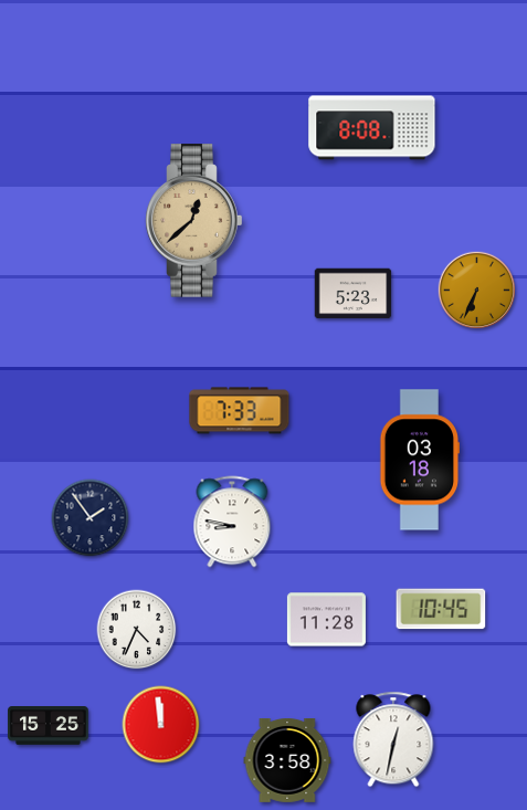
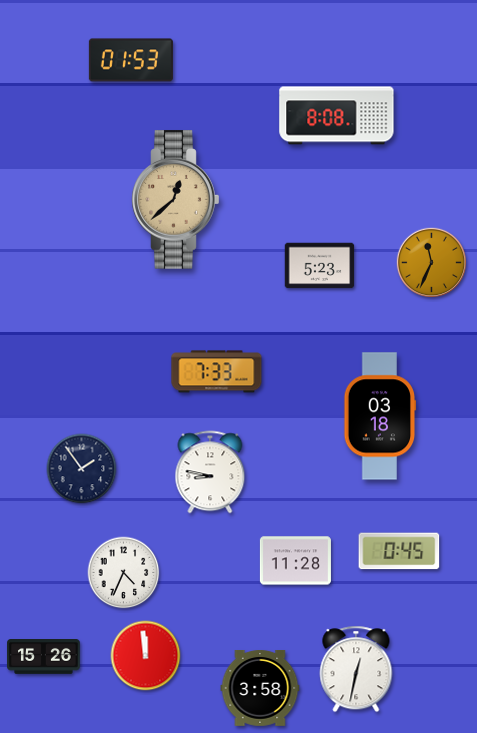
clock at (131, 60): none -> 01:53
clock at (476, 290): 6:34 -> 11:34
clock at (441, 609): 10:45 -> 0:45
clock at (137, 630) position: (137, 630) -> (124, 573)
clock at (49, 726): 15:25 -> 15:26
